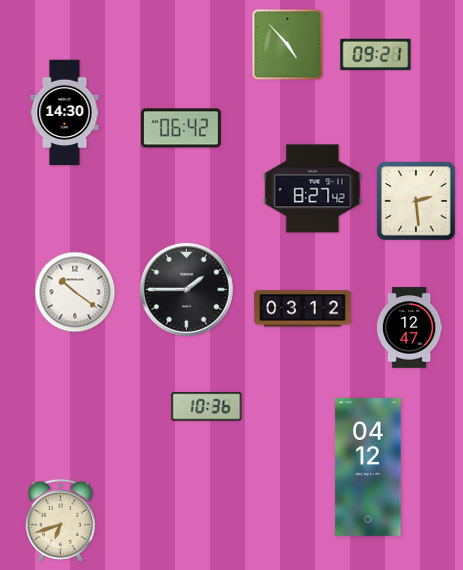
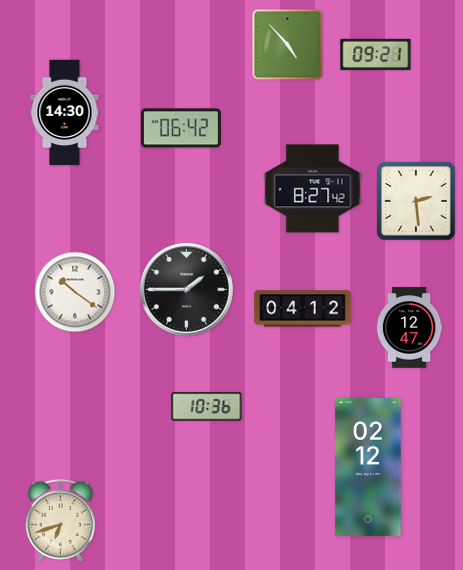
clock at (303, 309): 03:12 -> 04:12
clock at (368, 468): 04:12 -> 02:12
